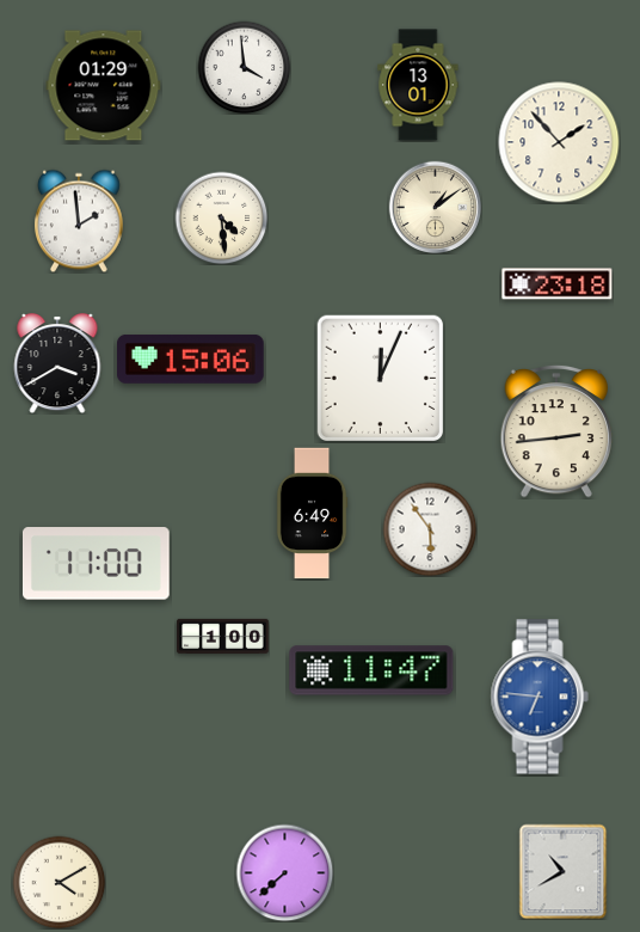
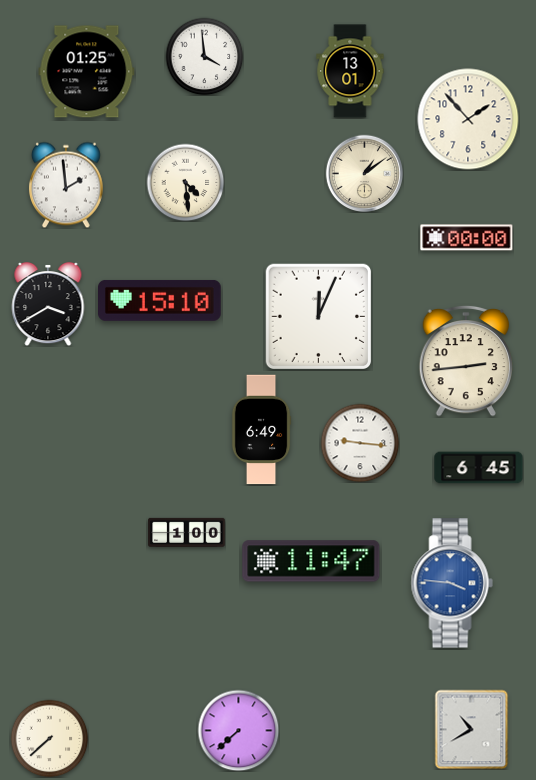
clock at (104, 86): 01:29 -> 01:25
clock at (558, 284): 23:18 -> 00:00
clock at (191, 358): 15:06 -> 15:10
clock at (430, 529): 5:54 -> 9:16
clock at (479, 468): none -> 6:45
clock at (96, 564): 11:00 -> none
clock at (540, 697): 6:46 -> 3:46
clock at (59, 882): 4:10 -> 7:38
